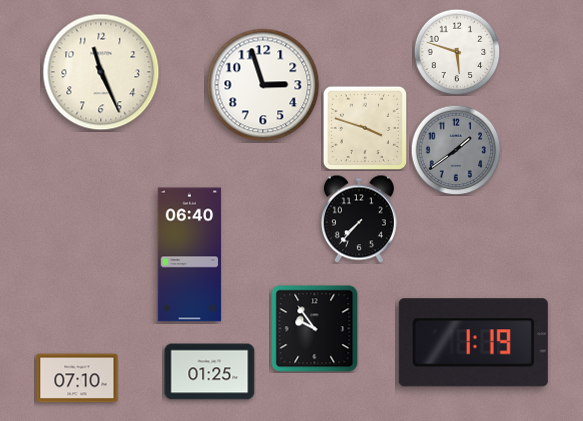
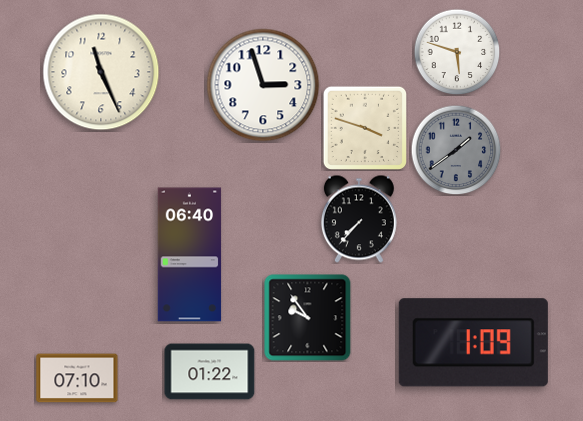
clock at (315, 329) position: (315, 329) -> (308, 318)
clock at (473, 343): 1:19 -> 1:09
clock at (210, 372): 01:25 -> 01:22
